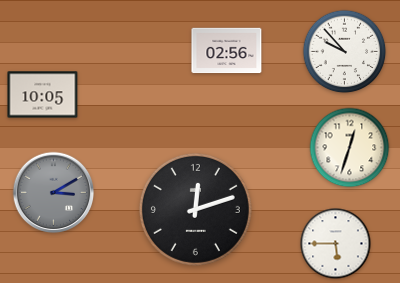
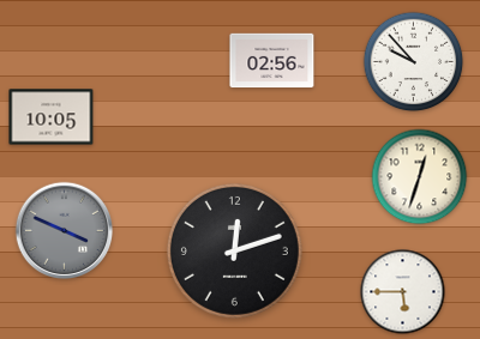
clock at (43, 95) position: (43, 95) -> (52, 117)
clock at (54, 193): 3:10 -> 3:49
